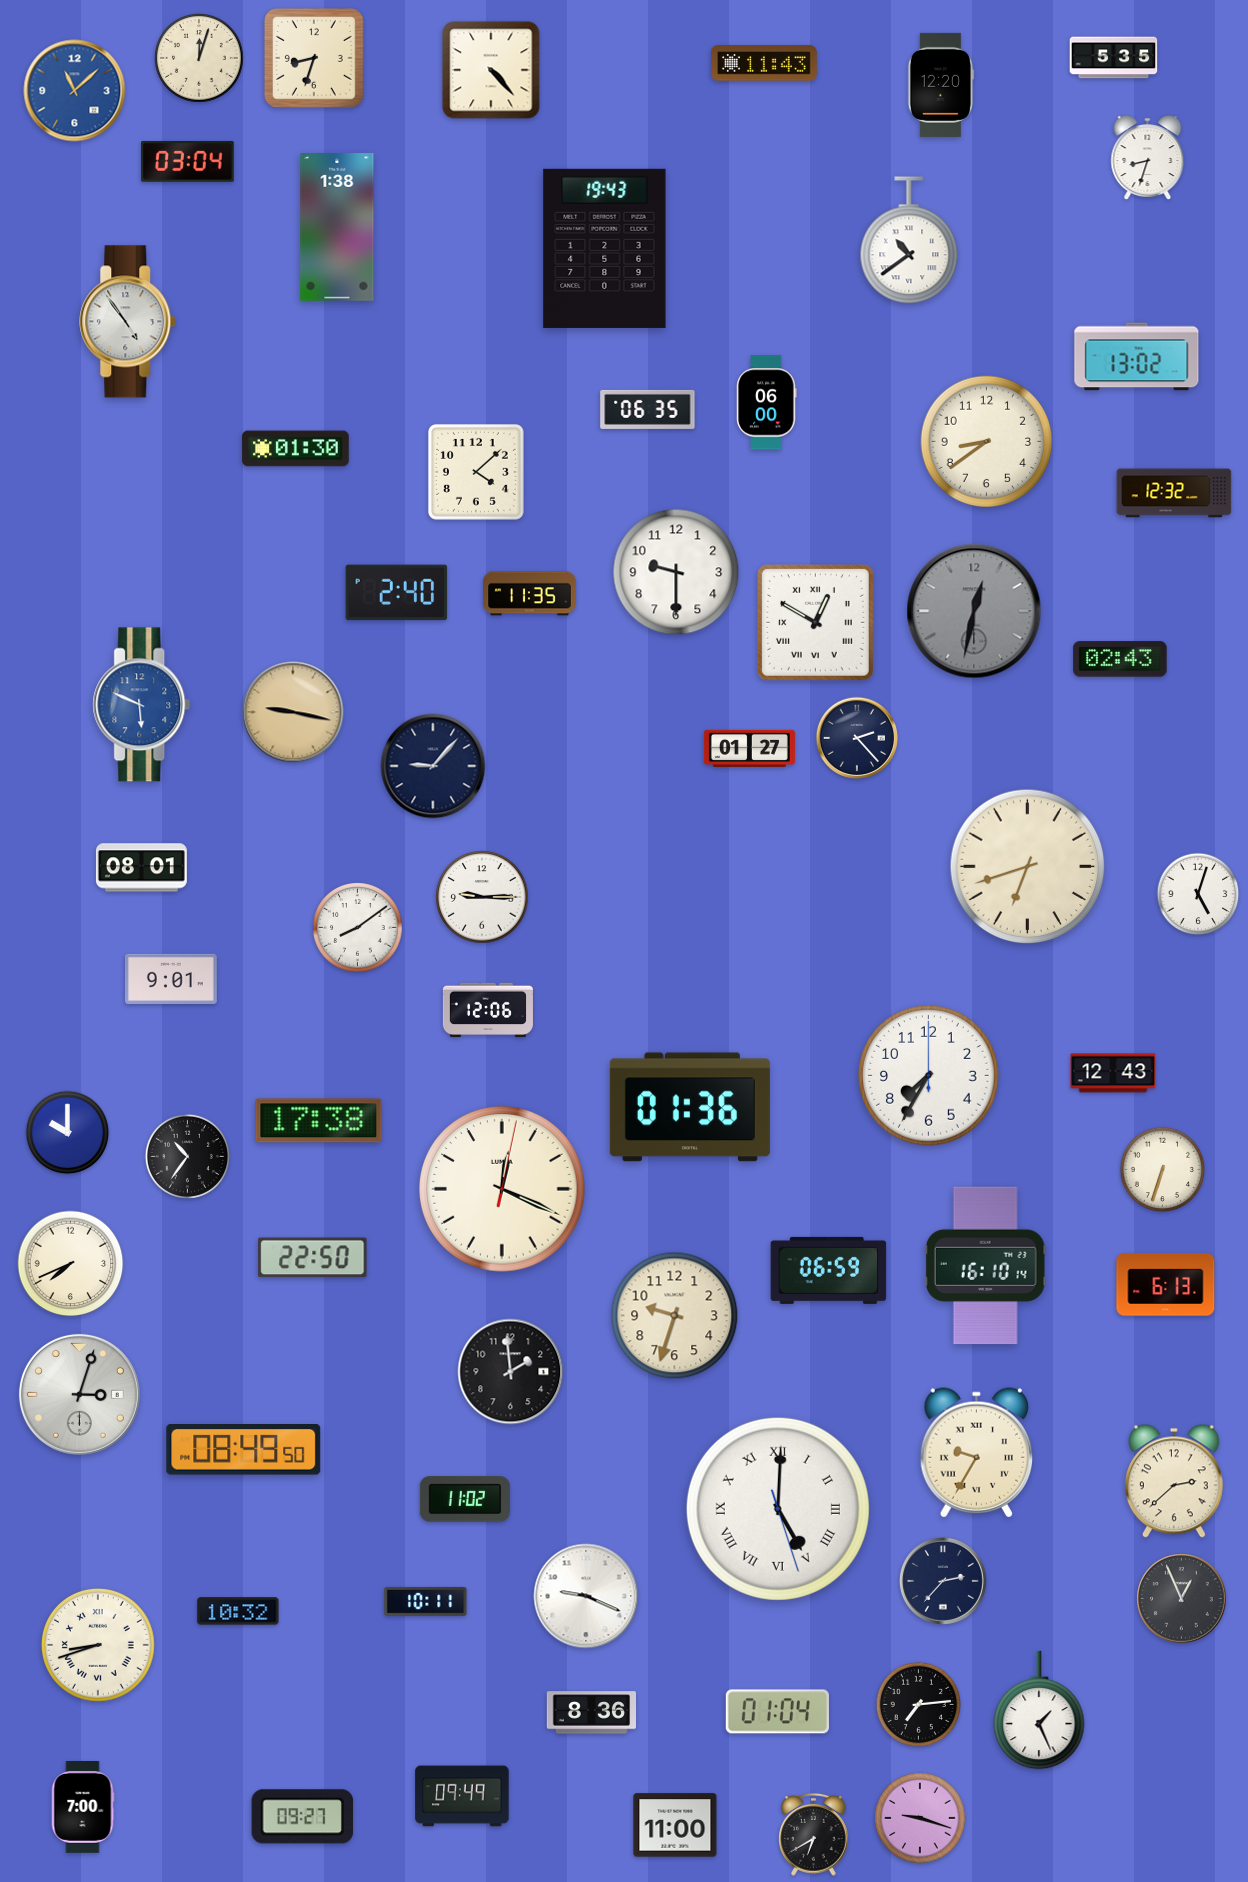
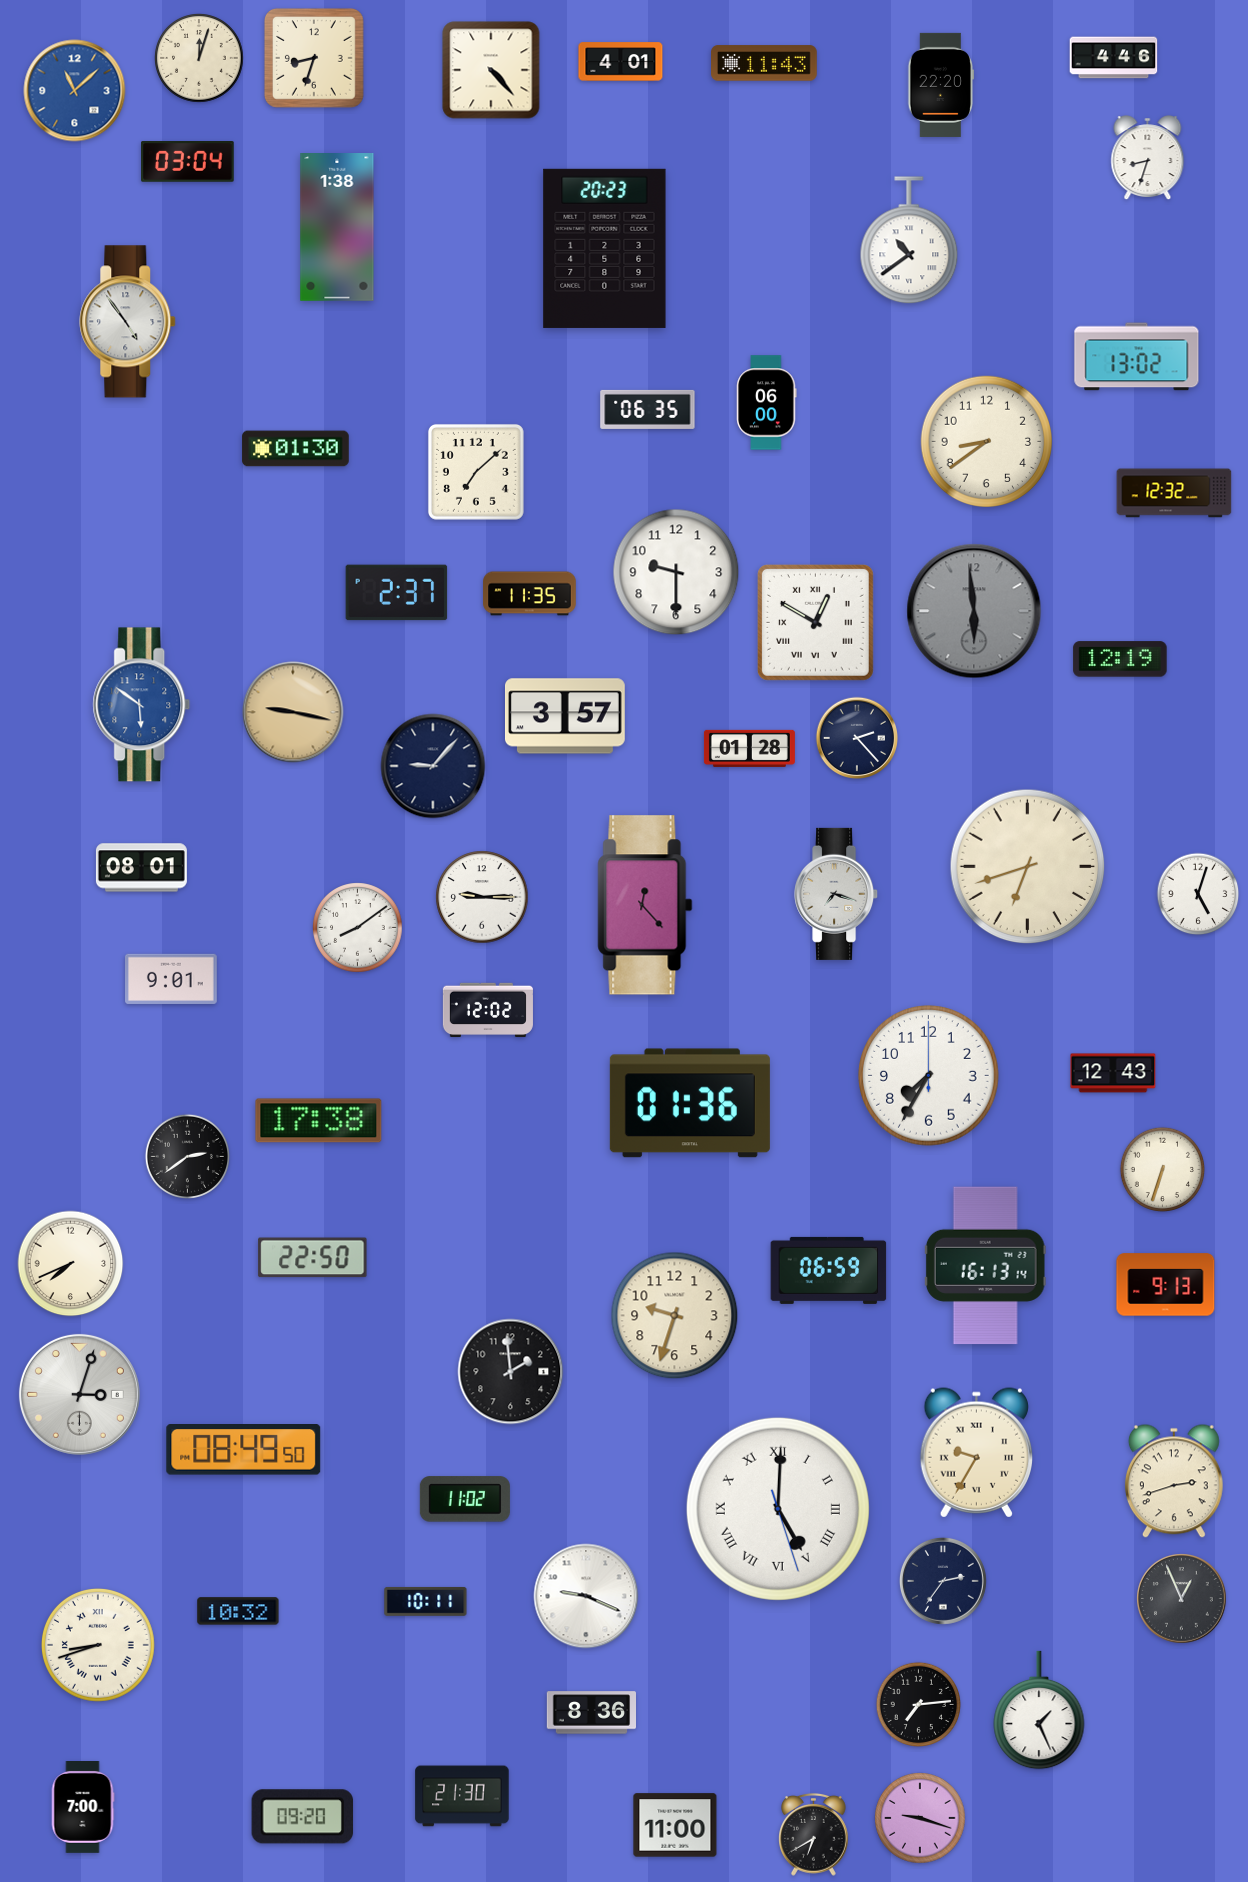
clock at (1114, 58): 5:35 -> 4:46
clock at (621, 62): none -> 4:01
clock at (941, 85): 12:20 -> 22:20
clock at (605, 248): 19:43 -> 20:23
clock at (476, 472): 4:08 -> 7:08
clock at (397, 593): 2:40 -> 2:37
clock at (974, 611): 12:32 -> 5:59
clock at (1120, 659): 02:43 -> 12:19
clock at (142, 705): 5:49 -> 5:51
clock at (566, 716): none -> 3:57
clock at (749, 748): 01:27 -> 01:28
clock at (837, 894): none -> 7:18
clock at (645, 905): none -> 12:23
clock at (488, 1010): 12:06 -> 12:02
clock at (690, 1107) position: (690, 1107) -> (690, 1103)
clock at (68, 1133): 10:00 -> none
clock at (187, 1156): 10:36 -> 2:39
clock at (502, 1189): 12:19 -> none
clock at (985, 1266): 16:10 -> 16:13
clock at (1166, 1285): 6:13 -> 9:13
clock at (1174, 1481): 2:38 -> 2:42
clock at (943, 1581): 2:37 -> 2:36
clock at (777, 1712): 01:04 -> none
clock at (462, 1796): 09:49 -> 21:30
clock at (303, 1817): 09:27 -> 09:20
